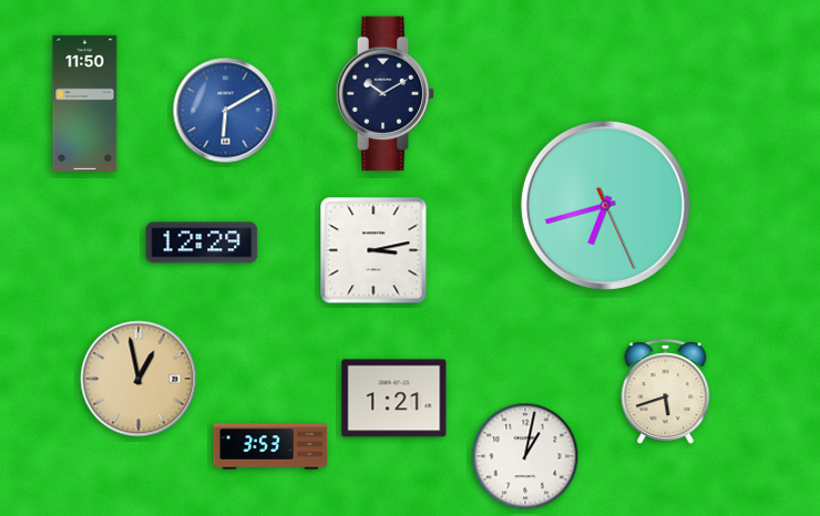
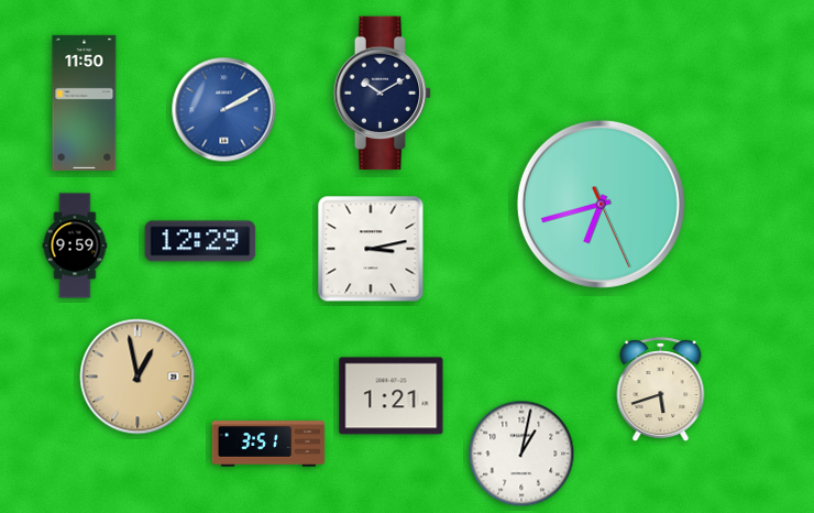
clock at (226, 111): 6:10 -> 2:10
clock at (75, 245): none -> 9:59
clock at (270, 446): 3:53 -> 3:51
